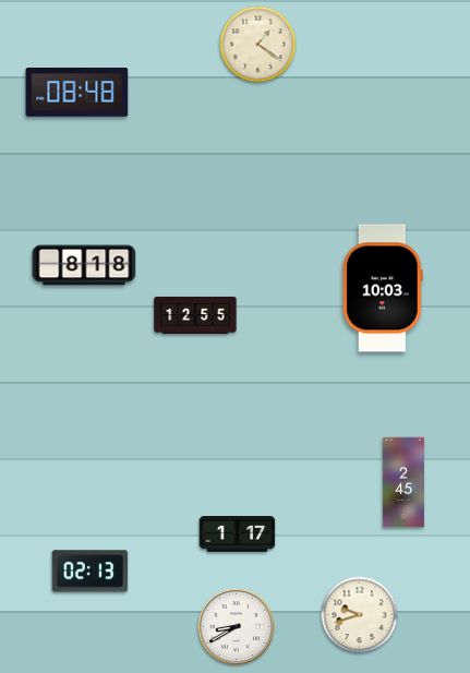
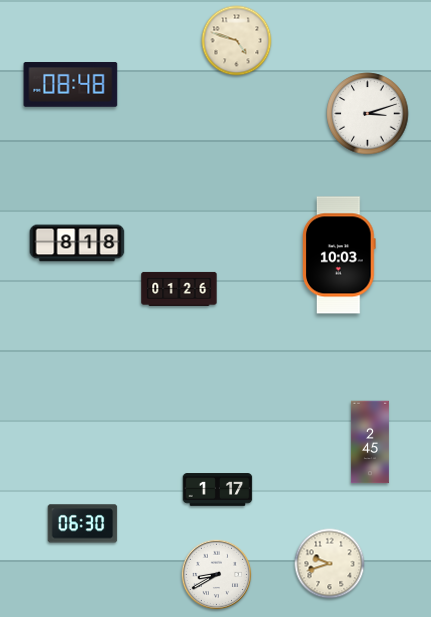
clock at (258, 45): 1:21 -> 4:48
clock at (368, 114): none -> 3:12
clock at (384, 288) position: (384, 288) -> (340, 255)
clock at (195, 315): 12:55 -> 01:26
clock at (91, 572): 02:13 -> 06:30
